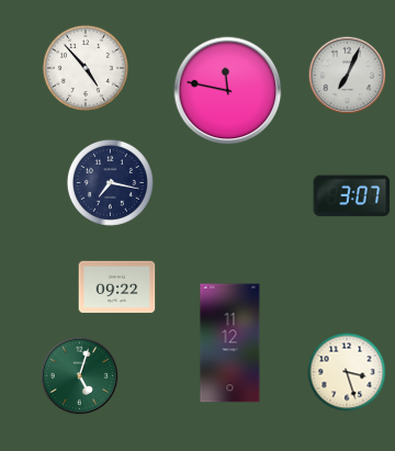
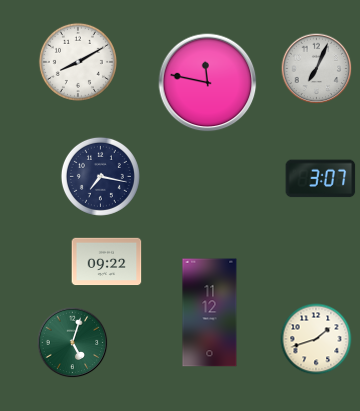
clock at (86, 68): 4:53 -> 8:10
clock at (110, 182) position: (110, 182) -> (100, 176)
clock at (347, 372): 3:27 -> 1:42
